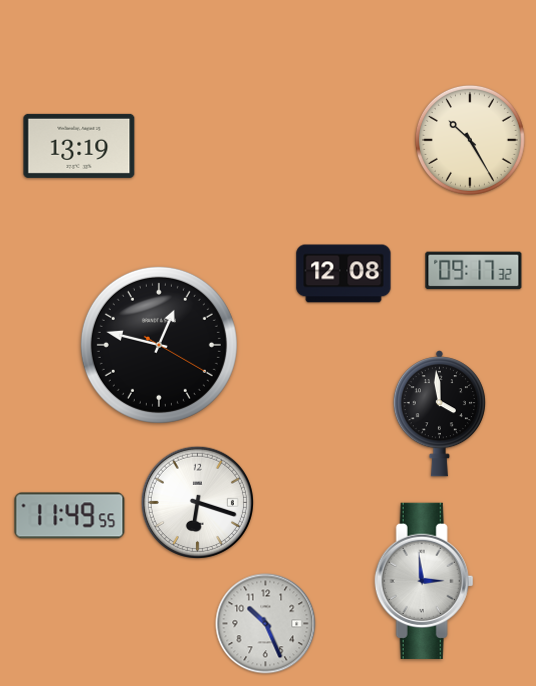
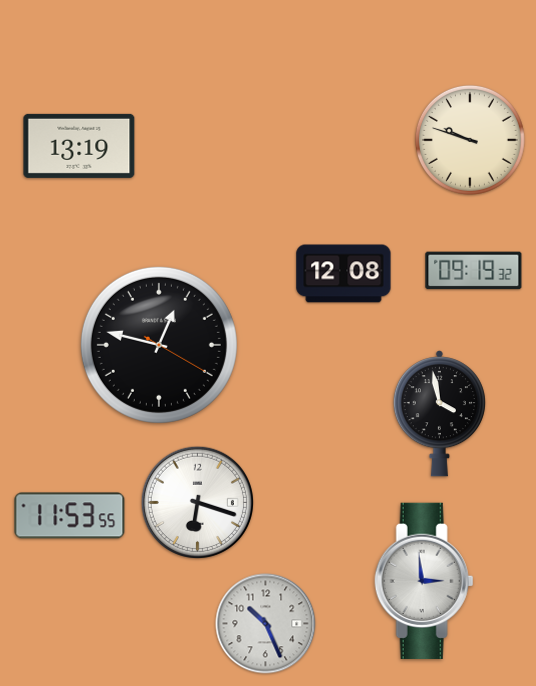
clock at (470, 140): 10:25 -> 9:48
clock at (474, 271): 09:17 -> 09:19
clock at (439, 414): 3:59 -> 3:58
clock at (70, 516): 11:49 -> 11:53
